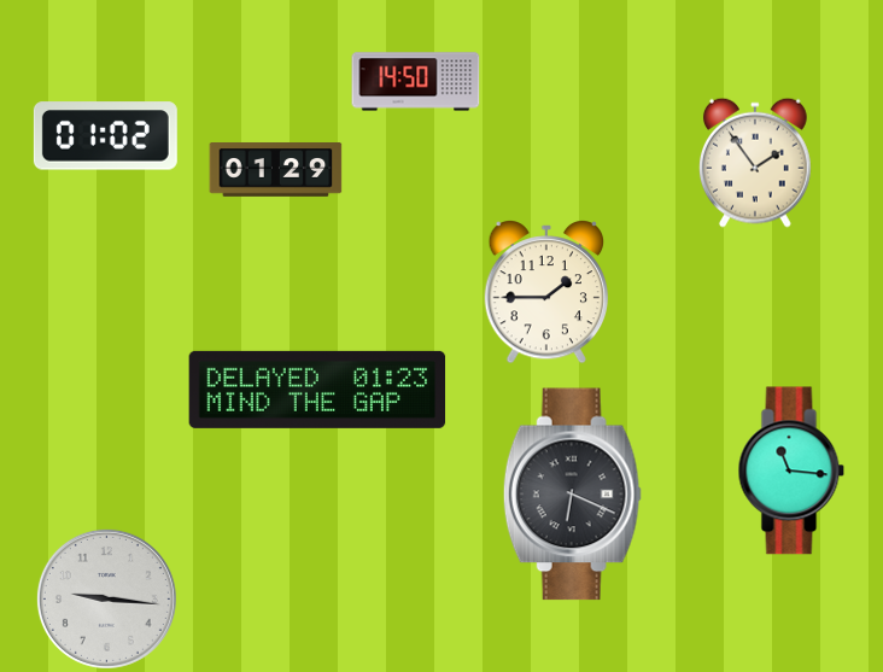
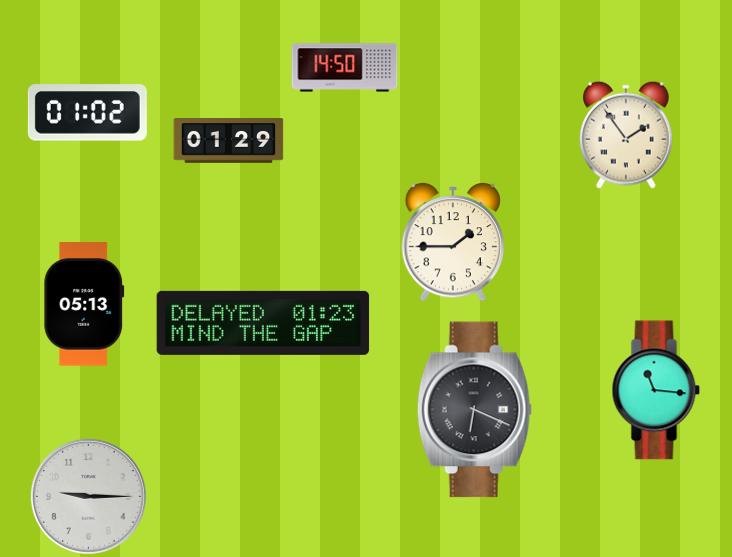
clock at (84, 304): none -> 05:13
clock at (106, 598): 9:16 -> 9:15
